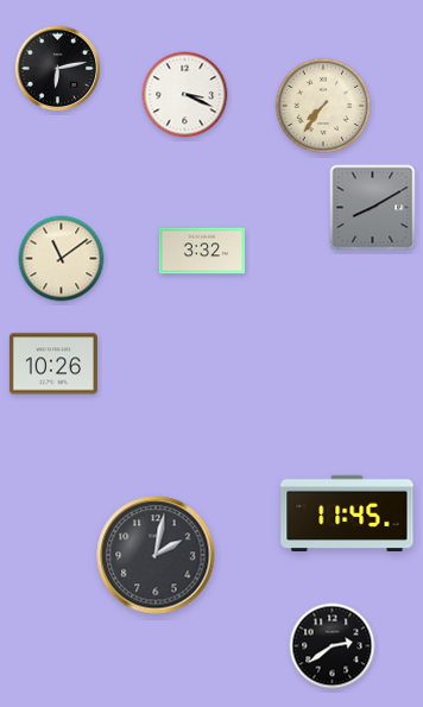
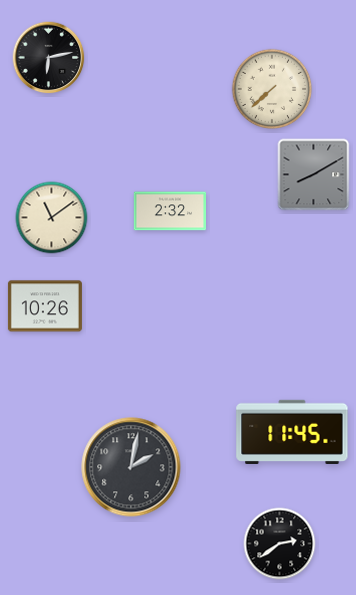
clock at (185, 95): 3:19 -> none
clock at (323, 106): 7:36 -> 7:38
clock at (202, 251): 3:32 -> 2:32
